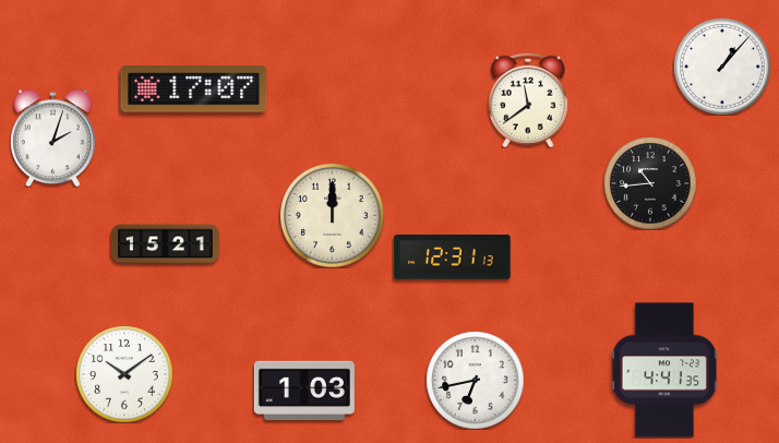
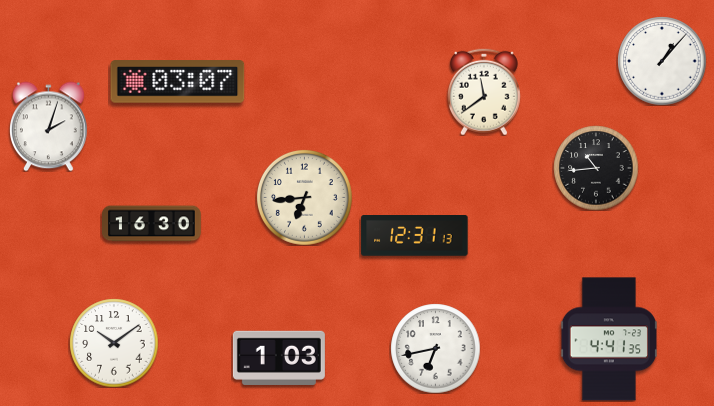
clock at (194, 89): 17:07 -> 03:07
clock at (332, 215): 12:00 -> 6:44
clock at (166, 244): 15:21 -> 16:30
